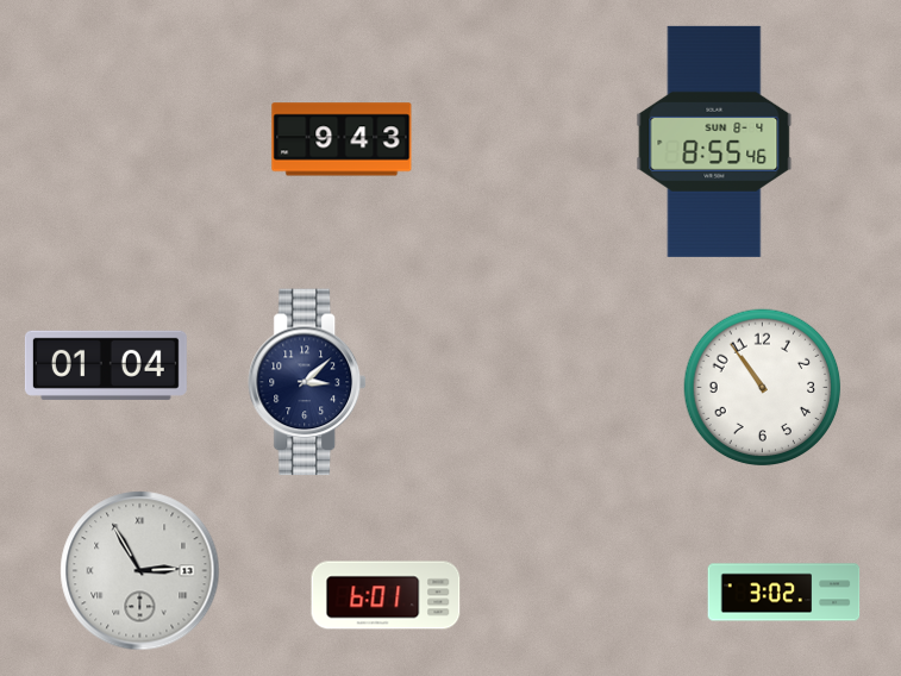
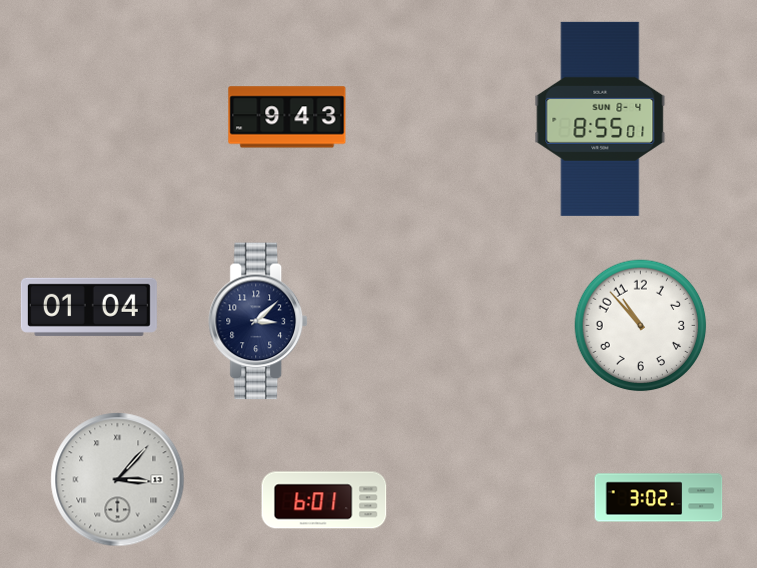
clock at (714, 142): 8:55:46 -> 8:55:01
clock at (763, 388): 10:54 -> 10:53
clock at (140, 571): 2:55 -> 3:07
